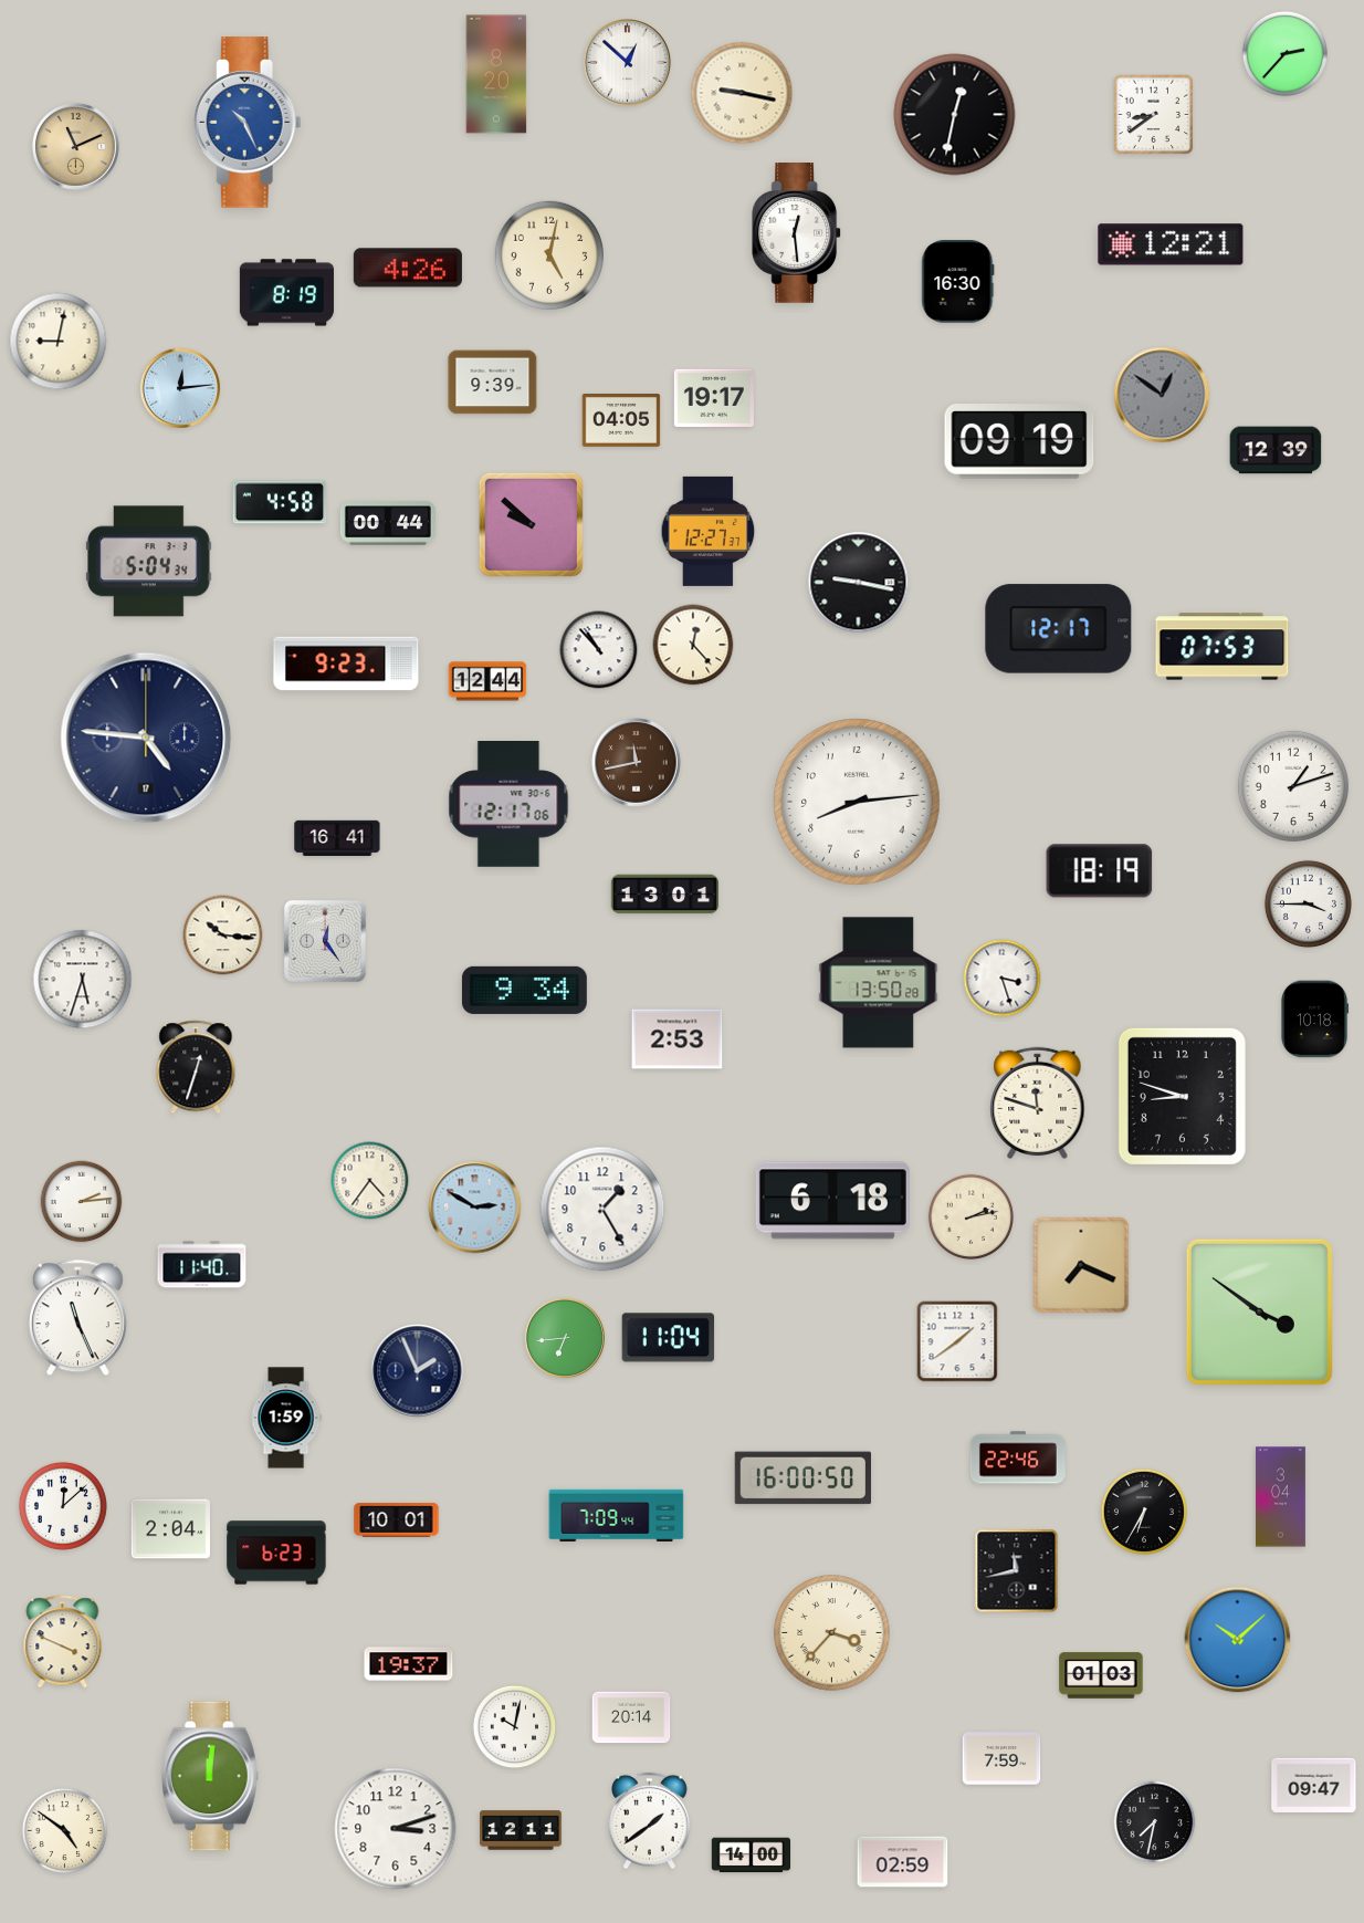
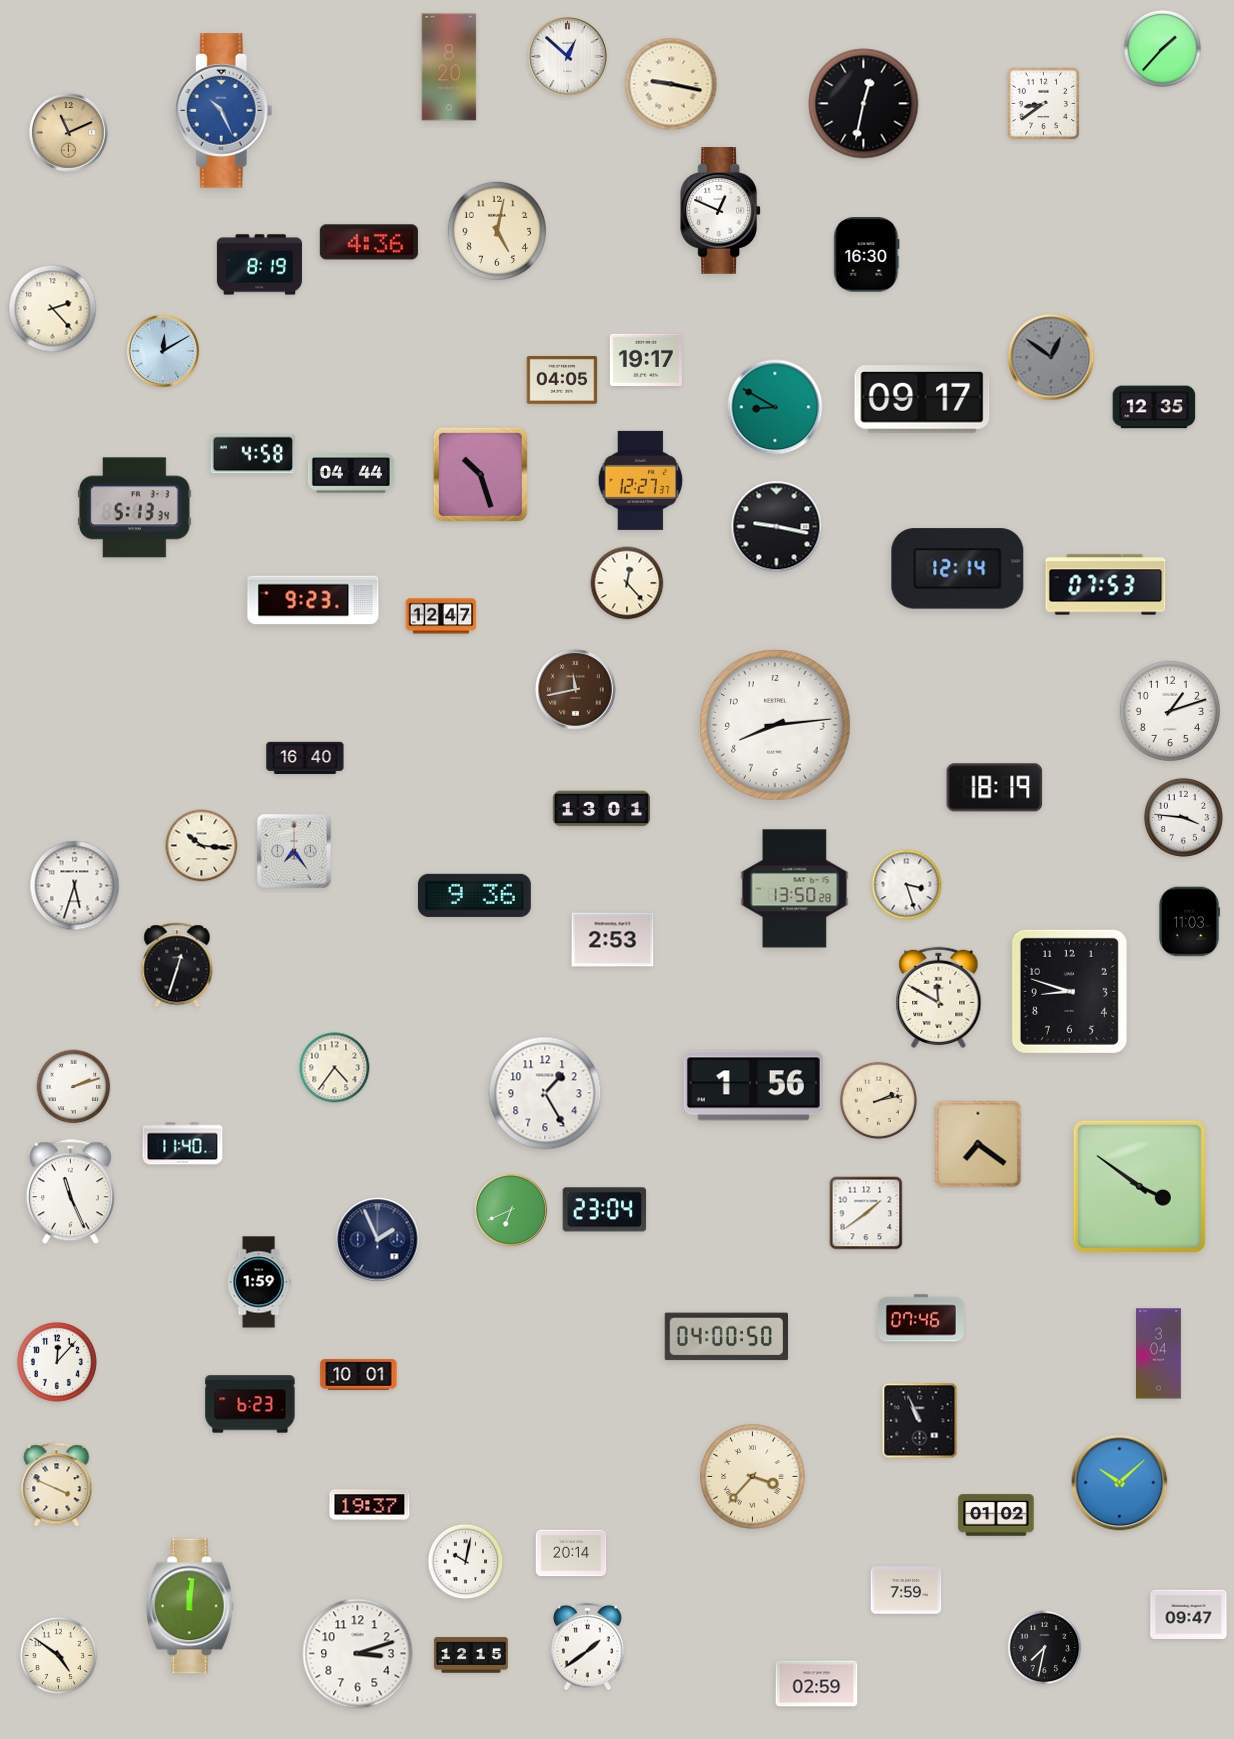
clock at (1284, 53): 2:37 -> 1:37
clock at (797, 233): 12:29 -> 12:49
clock at (1171, 244): 12:21 -> none
clock at (408, 268): 4:26 -> 4:36
clock at (59, 342): 9:02 -> 2:23
clock at (493, 383): 9:39 -> none
clock at (179, 387): 12:14 -> 12:10
clock at (1019, 442): 09:19 -> 09:17
clock at (775, 407): none -> 8:50
clock at (1276, 450): 12:39 -> 12:35
clock at (388, 523): 00:44 -> 04:44
clock at (531, 524): 9:52 -> 10:27
clock at (149, 562): 5:04 -> 5:13
clock at (1059, 629): 12:17 -> 12:14
clock at (599, 650): 10:53 -> none
clock at (487, 681): 12:44 -> 12:47
clock at (146, 738): 4:46 -> none
clock at (508, 804): 12:17 -> none
clock at (337, 838): 16:41 -> 16:40
clock at (1308, 903): 3:45 -> 3:46
clock at (325, 941): 12:24 -> 7:24
clock at (524, 990): 9:34 -> 9:36
clock at (1315, 1020): 10:18 -> 11:03
clock at (1038, 1102): 11:48 -> 11:50
clock at (832, 1201): 6:18 -> 1:56
clock at (82, 1202): 2:14 -> 2:12
clock at (475, 1208): 2:50 -> none
clock at (1081, 1265): 7:19 -> 7:21
clock at (564, 1337): 6:44 -> 6:41
clock at (669, 1338): 11:04 -> 23:04
clock at (1018, 1457): 22:46 -> 07:46
clock at (804, 1478): 16:00 -> 04:00
clock at (63, 1506): 12:08 -> 12:07
clock at (1144, 1512): 6:35 -> none
clock at (617, 1515): 7:09 -> none
clock at (170, 1529): 2:04 -> none
clock at (1017, 1571): 11:43 -> 10:56
clock at (1101, 1675): 01:03 -> 01:02
clock at (521, 1830): 12:11 -> 12:15
clock at (752, 1856): 14:00 -> none
